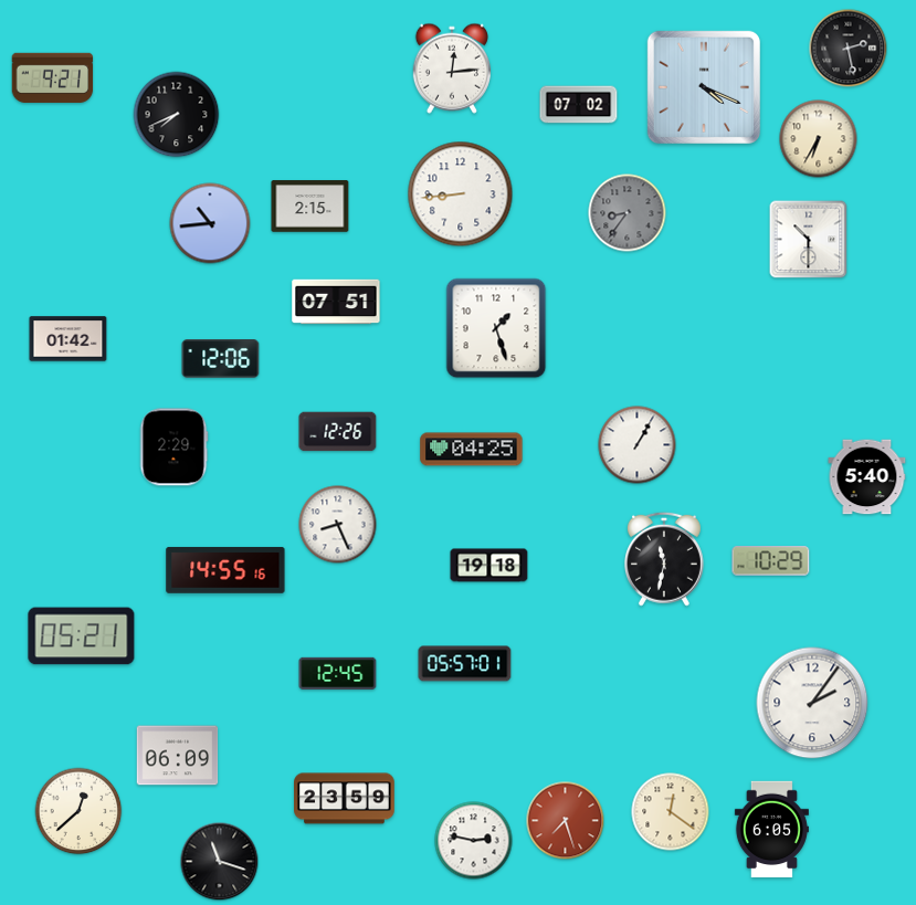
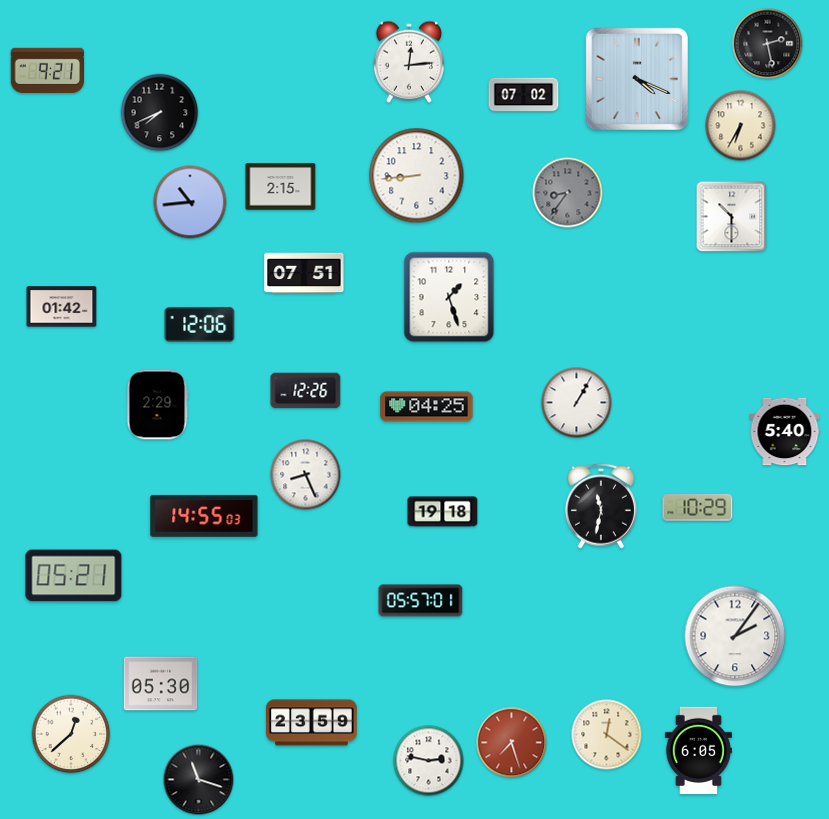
clock at (177, 115) position: (177, 115) -> (160, 113)
clock at (225, 570): 14:55:16 -> 14:55:03
clock at (338, 673): 12:45 -> none
clock at (178, 756): 06:09 -> 05:30
